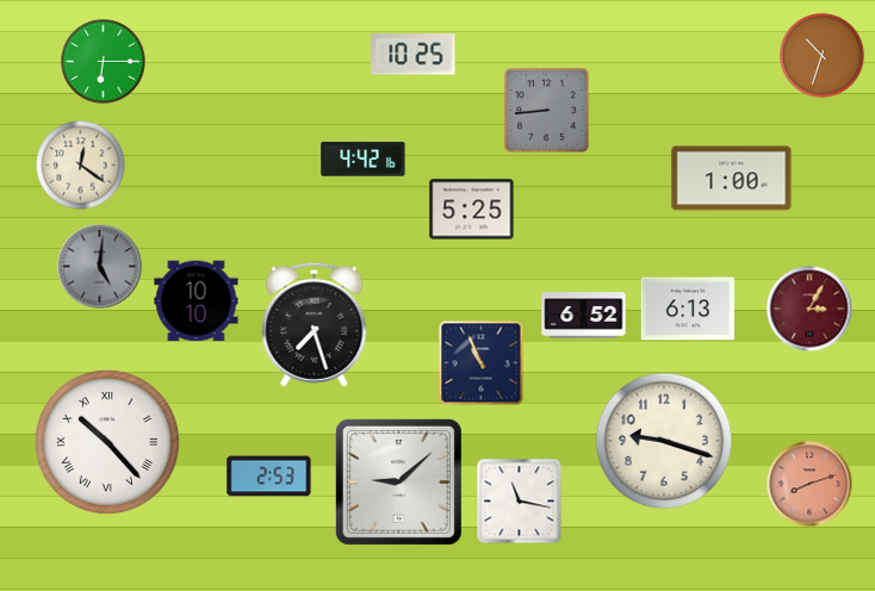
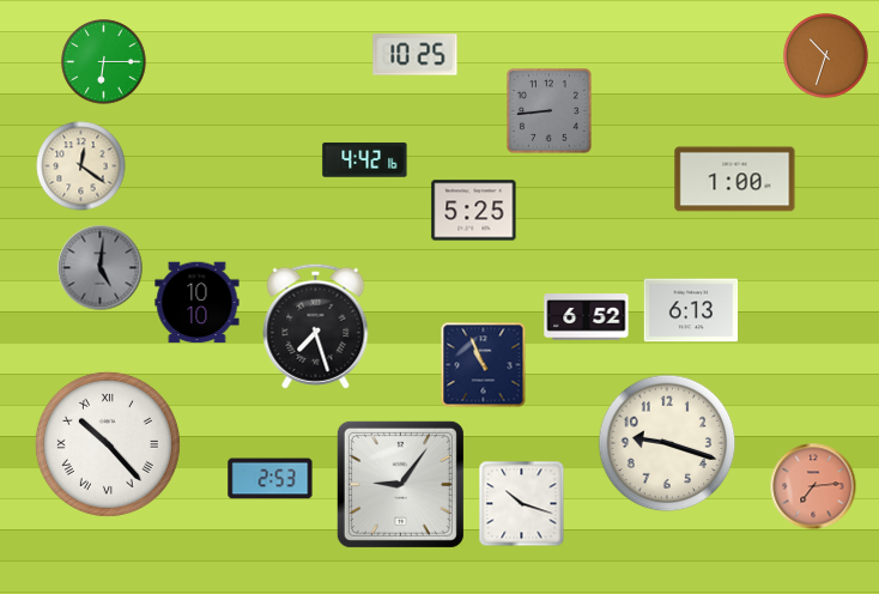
clock at (809, 309): 3:05 -> none
clock at (398, 481): 9:08 -> 9:06
clock at (809, 484): 8:12 -> 7:14
clock at (520, 502): 11:17 -> 10:18
